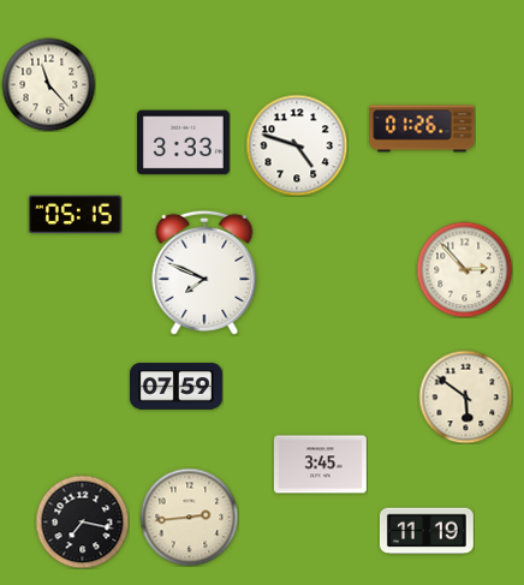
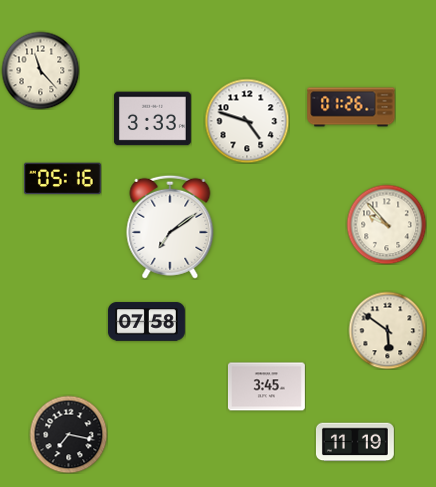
clock at (75, 215): 05:15 -> 05:16
clock at (464, 269): 2:53 -> 9:53
clock at (204, 273): 7:49 -> 7:09
clock at (175, 387): 07:59 -> 07:58
clock at (189, 517): 2:44 -> none
